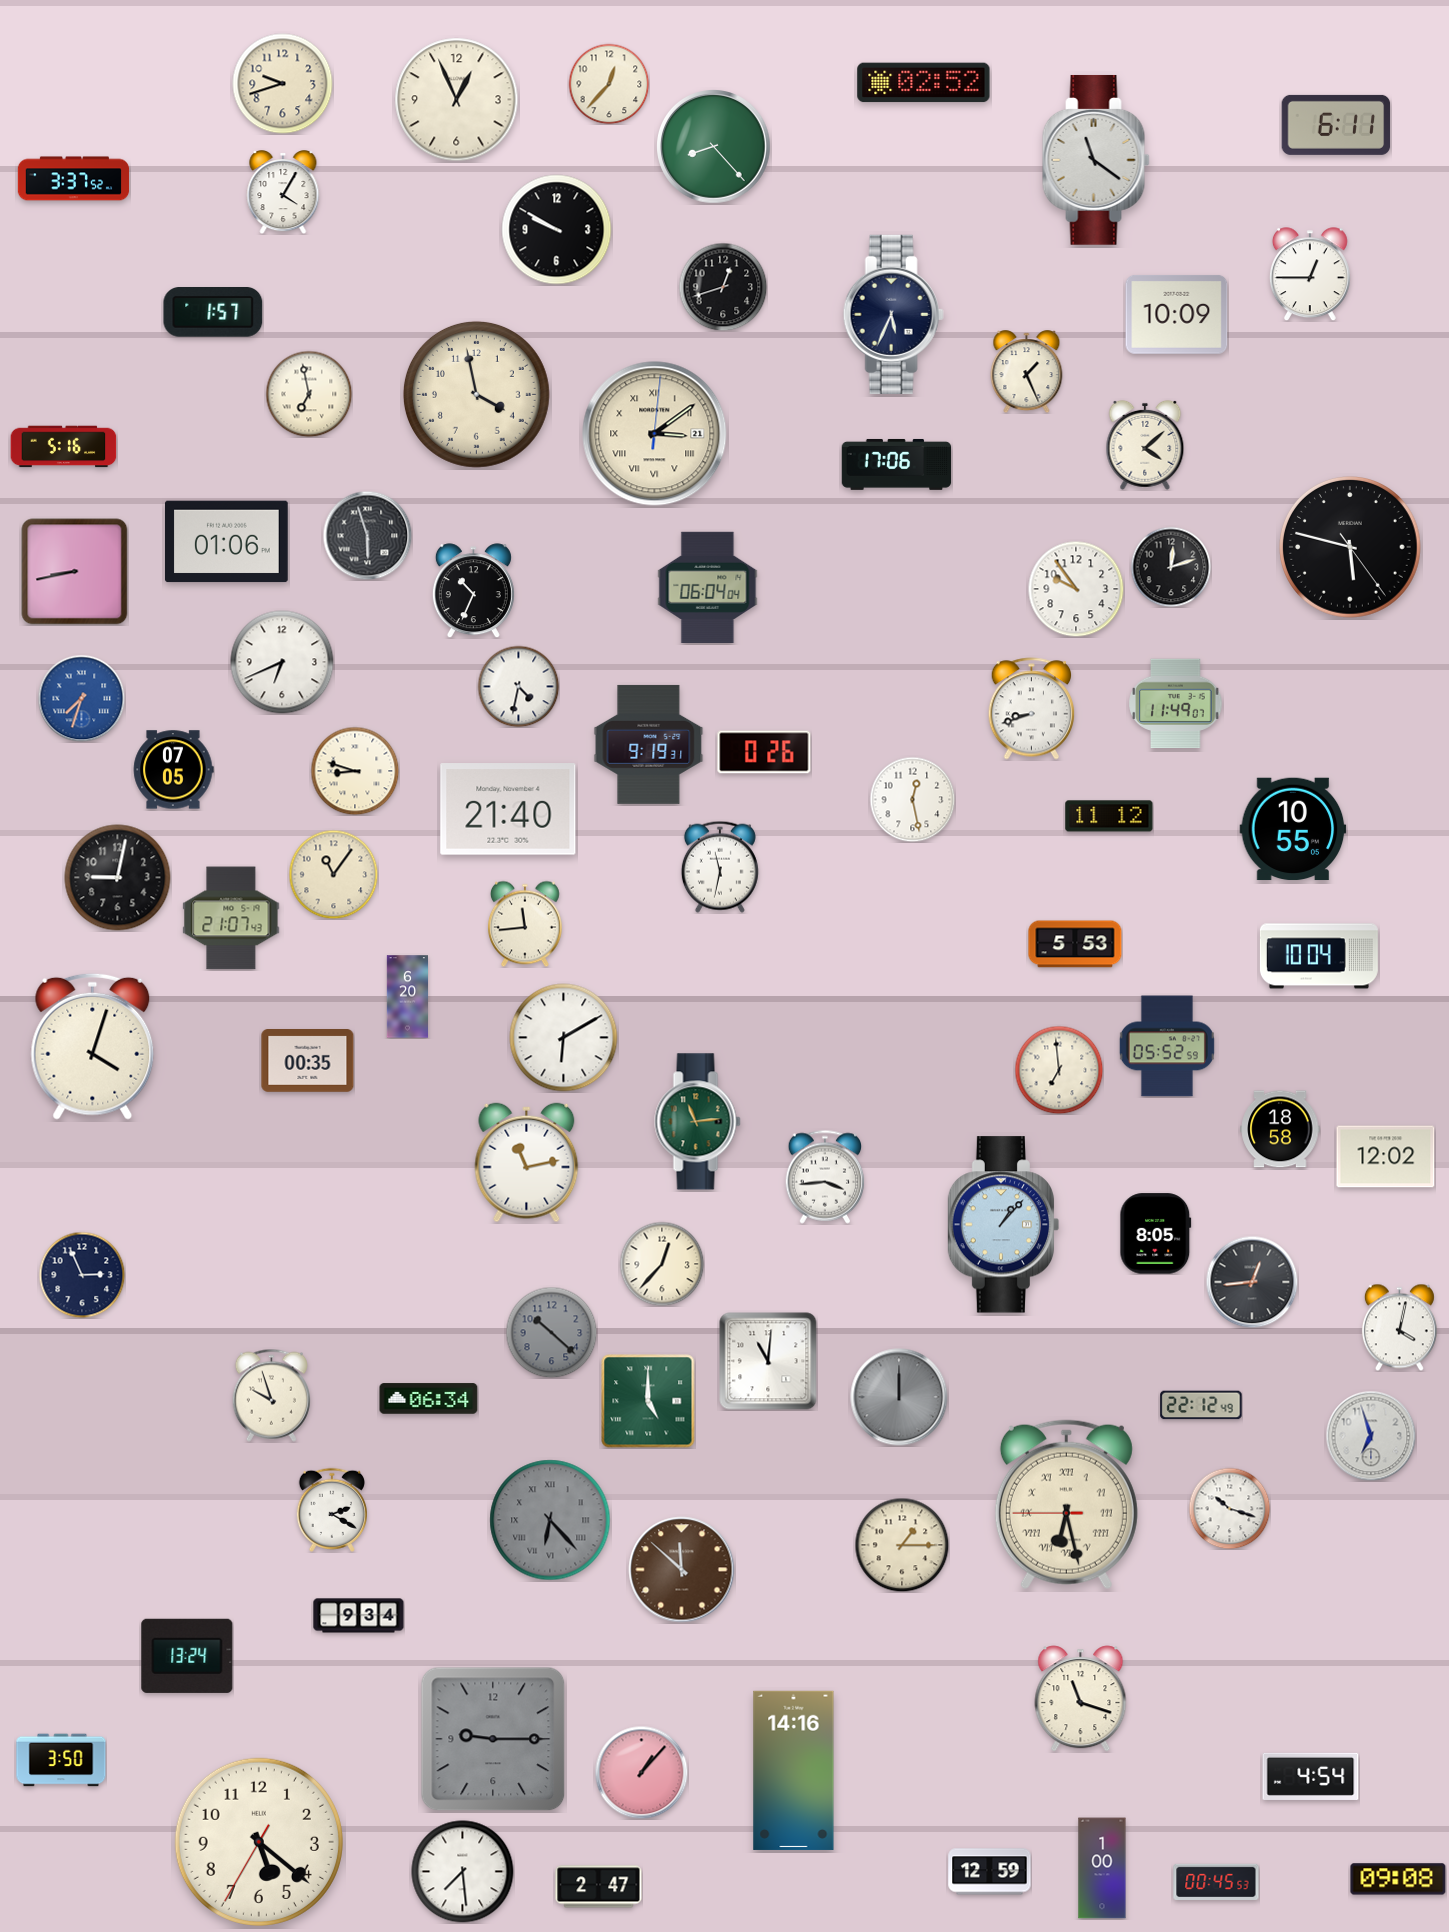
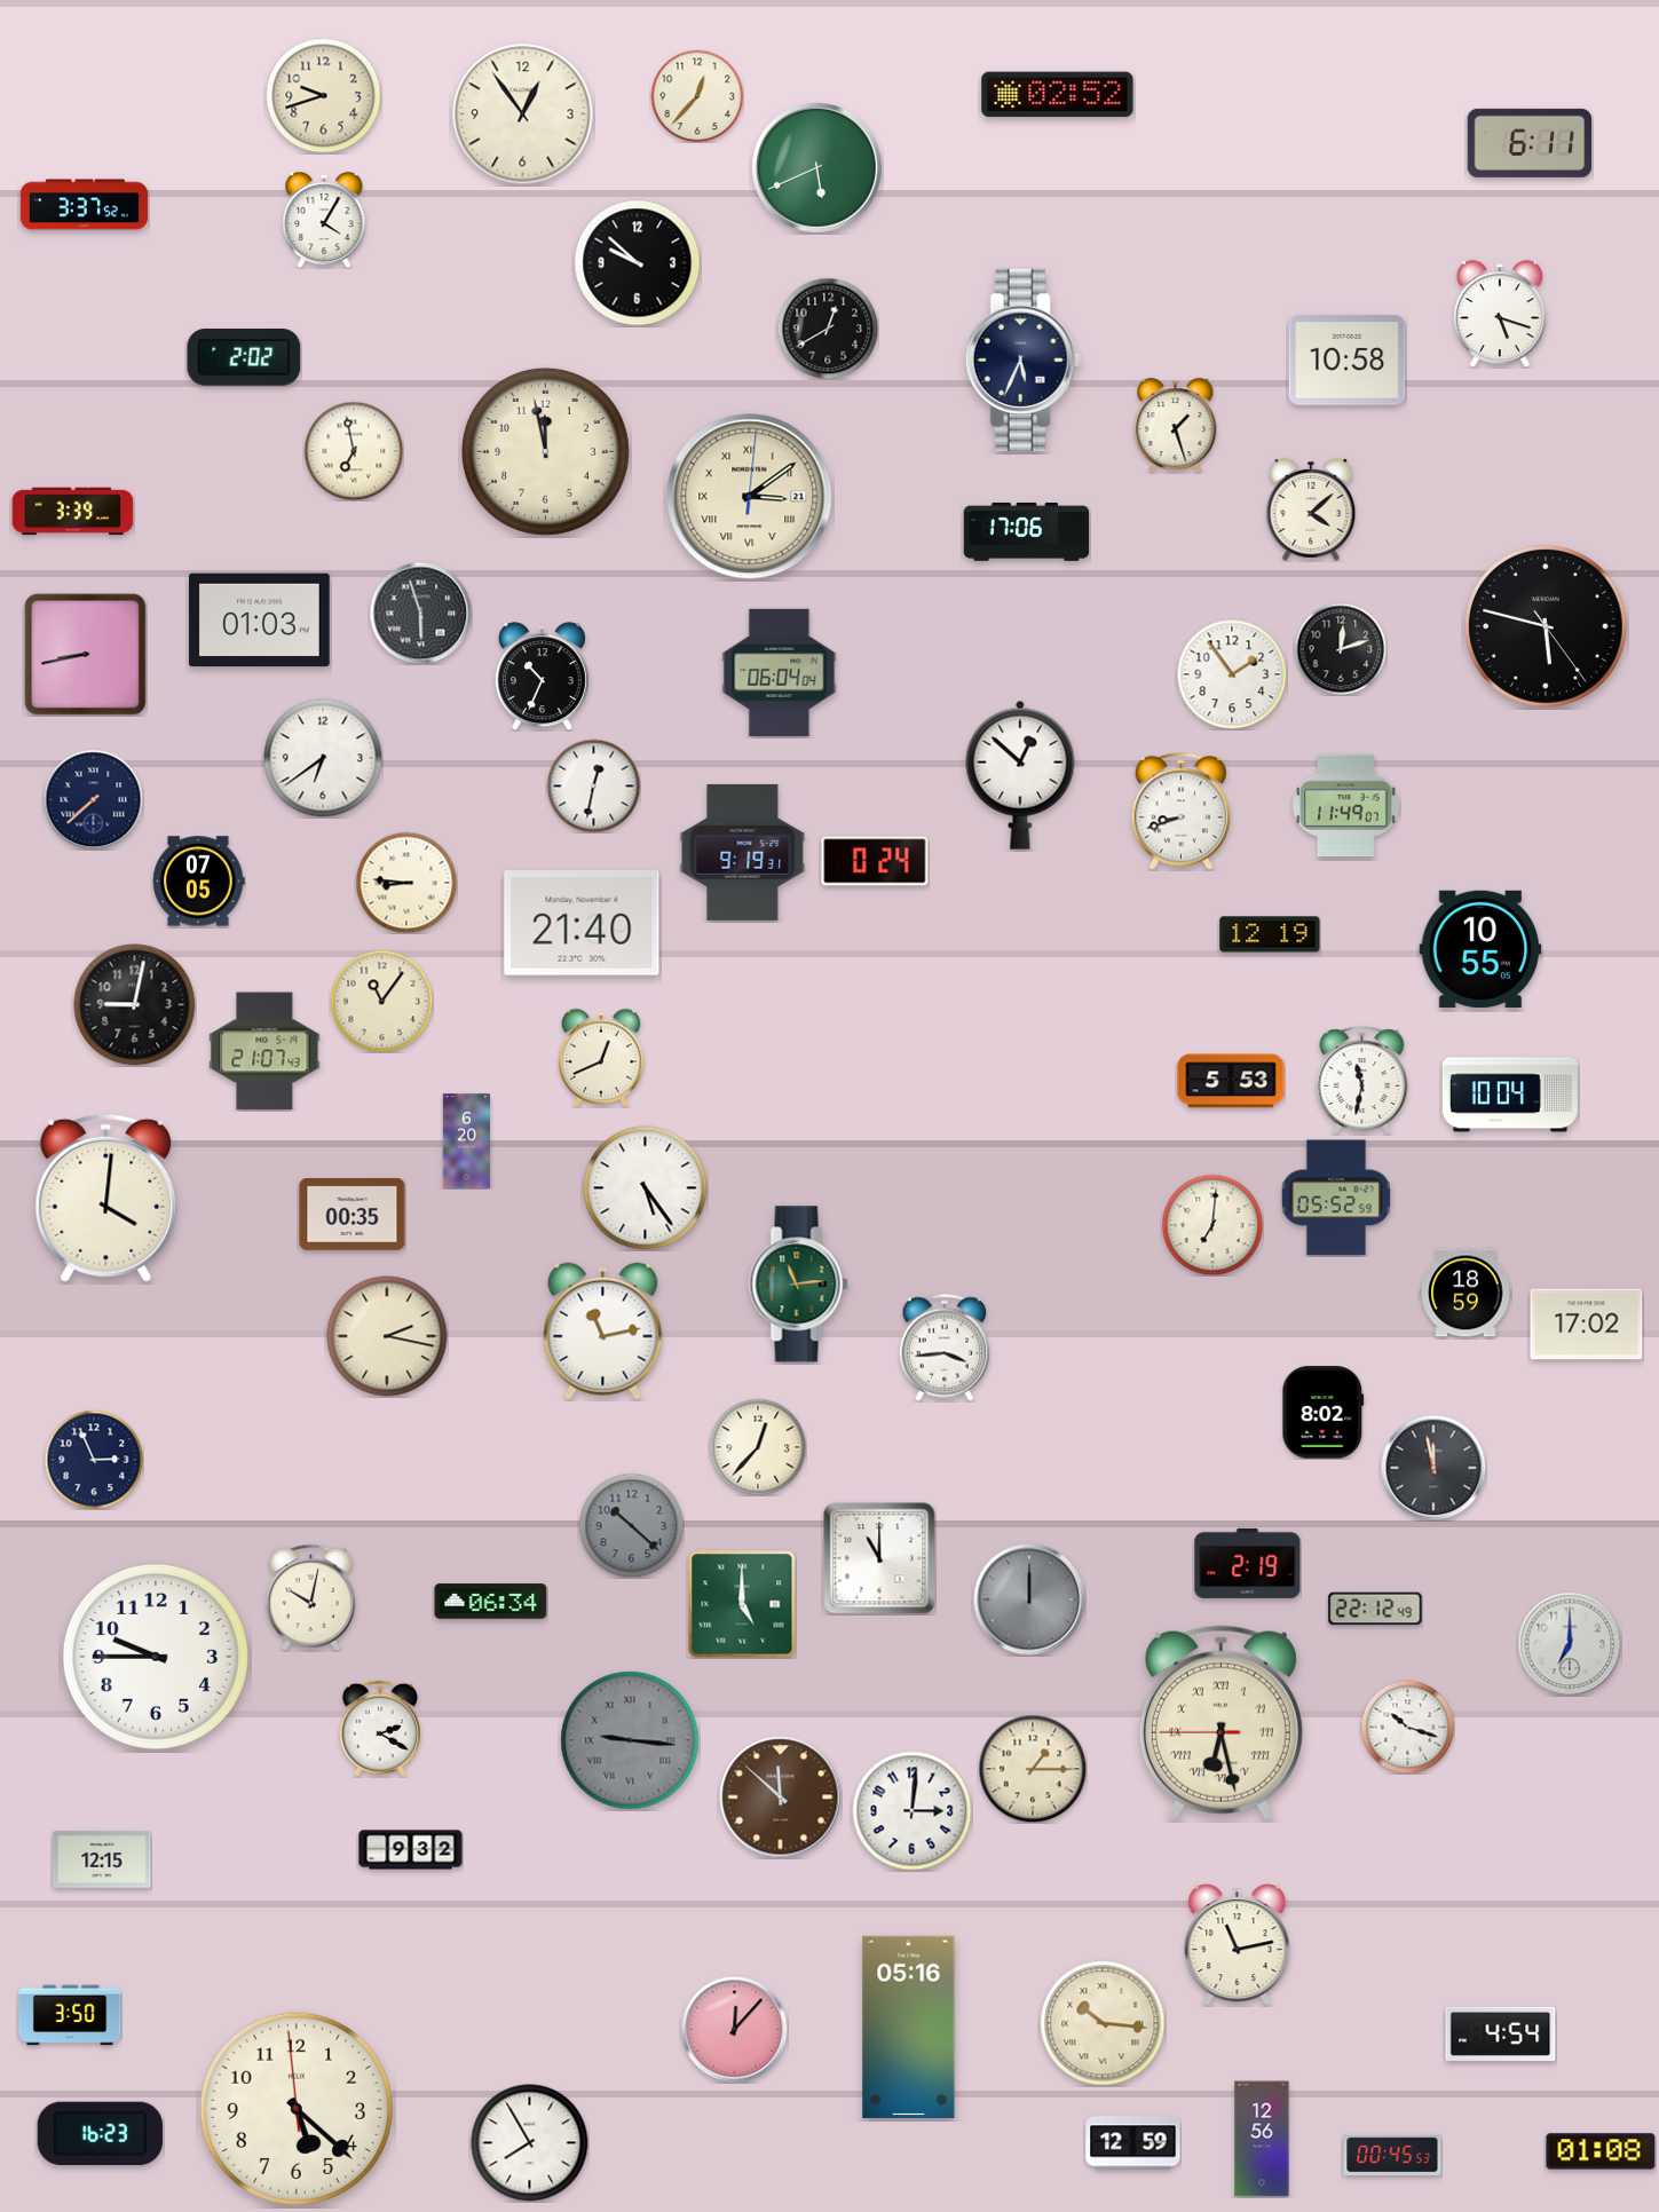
clock at (457, 100): 12:56 -> 12:54
clock at (714, 147): 8:23 -> 5:41
clock at (1096, 160): 11:21 -> none
clock at (557, 230): 9:50 -> 9:52
clock at (1310, 274): 12:45 -> 5:18
clock at (723, 287): 12:42 -> 12:40
clock at (213, 313): 1:57 -> 2:02
clock at (1177, 314): 10:09 -> 10:58
clock at (1027, 372): 1:26 -> 1:27
clock at (476, 394): 3:58 -> 11:58
clock at (64, 447): 5:16 -> 3:39
clock at (227, 542): 01:06 -> 01:03
clock at (708, 587) position: (708, 587) -> (780, 672)
clock at (1076, 589): 9:54 -> 1:54
clock at (282, 662): 6:41 -> 6:39
clock at (1020, 775): none -> 12:52
clock at (518, 686): 4:32 -> 12:32
clock at (81, 698): 7:33 -> 7:38
clock at (81, 698) dial: blue -> navy
clock at (764, 752): 0:26 -> 0:24
clock at (355, 771): 8:48 -> 8:46
clock at (912, 799): 12:28 -> none
clock at (508, 809) position: (508, 809) -> (582, 923)
clock at (1109, 816): 11:12 -> 12:19
clock at (720, 867): 11:32 -> none
clock at (525, 924): 11:44 -> 12:41
clock at (1362, 1081): none -> 11:32
clock at (564, 1038): 6:10 -> 5:24
clock at (93, 1046): 4:03 -> 4:01
clock at (1059, 1070): 6:59 -> 7:01
clock at (1280, 1129): 18:58 -> 18:59
clock at (1386, 1157): 12:02 -> 17:02
clock at (387, 1336): none -> 2:17
clock at (1004, 1225): 1:07 -> none
clock at (1156, 1234): 8:05 -> 8:02
clock at (1252, 1282): 12:44 -> 11:58
clock at (1399, 1327): 4:02 -> none
clock at (768, 1361): 11:01 -> 11:00
clock at (1248, 1563): none -> 2:19
clock at (271, 1395): 9:57 -> 10:02
clock at (1371, 1436): 6:57 -> 7:00
clock at (156, 1657): none -> 9:45
clock at (550, 1520): 6:23 -> 9:16
clock at (913, 1811): none -> 3:01
clock at (359, 1616): 9:34 -> 9:32
clock at (102, 1861): none -> 12:15
clock at (187, 1656): 13:24 -> none
clock at (1081, 1699): 11:18 -> 11:13
clock at (493, 1739): 9:15 -> none
clock at (1103, 2023): none -> 10:16
clock at (794, 1770): 14:16 -> 05:16
clock at (641, 1772): 1:07 -> 12:07
clock at (259, 1842): 5:21:35 -> 5:21:59
clock at (100, 2133): none -> 16:23
clock at (1102, 1868): 1:00 -> 12:56
clock at (463, 1872): 7:29 -> 7:55
clock at (1398, 1879): 09:08 -> 01:08
clock at (599, 1887): 2:47 -> none
